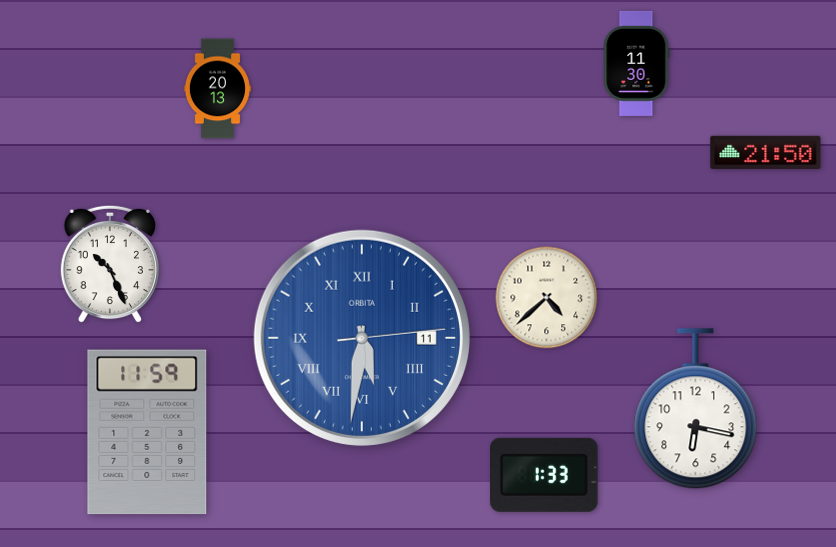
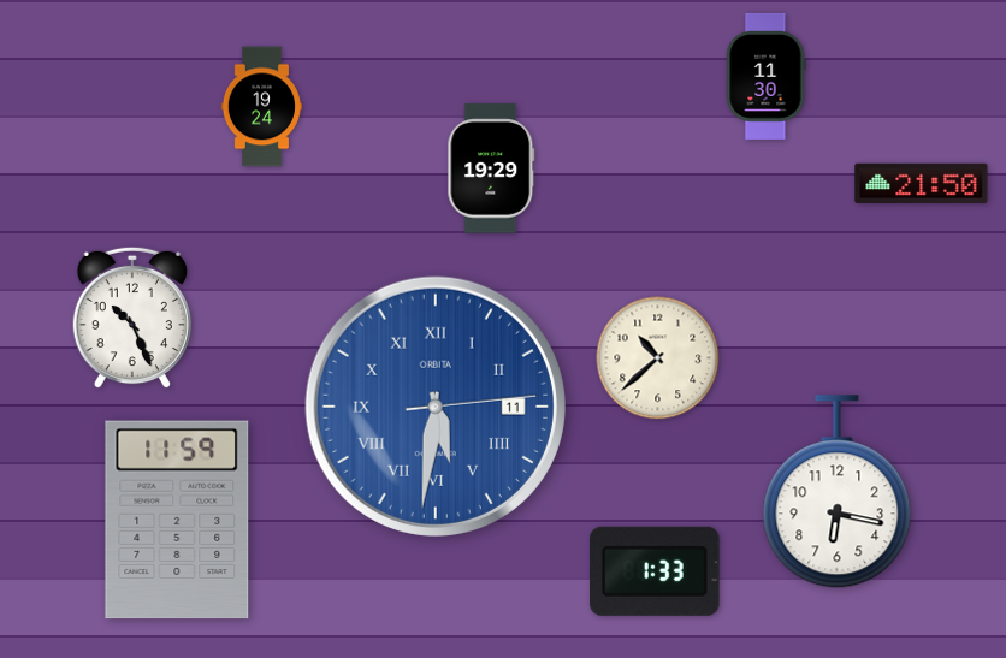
clock at (217, 89): 20:13 -> 19:24
clock at (491, 168): none -> 19:29
clock at (547, 298): 4:38 -> 10:38
